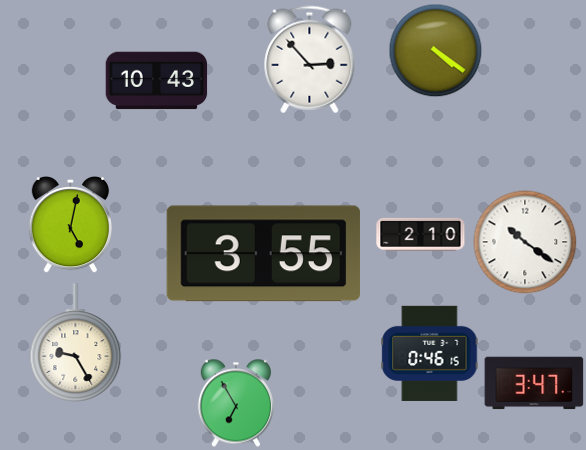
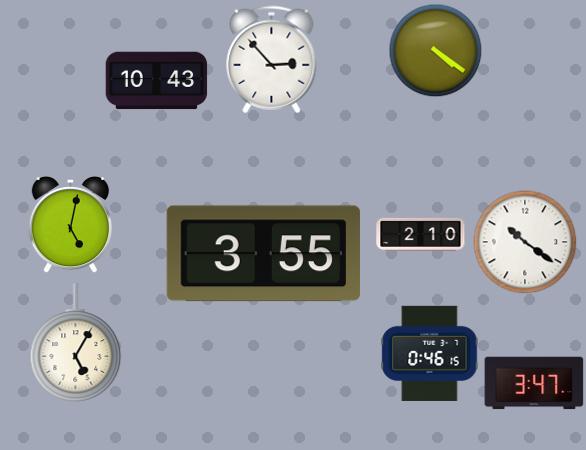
clock at (310, 60) position: (310, 60) -> (272, 60)
clock at (76, 343): 9:25 -> 5:05
clock at (236, 403): 6:55 -> none
